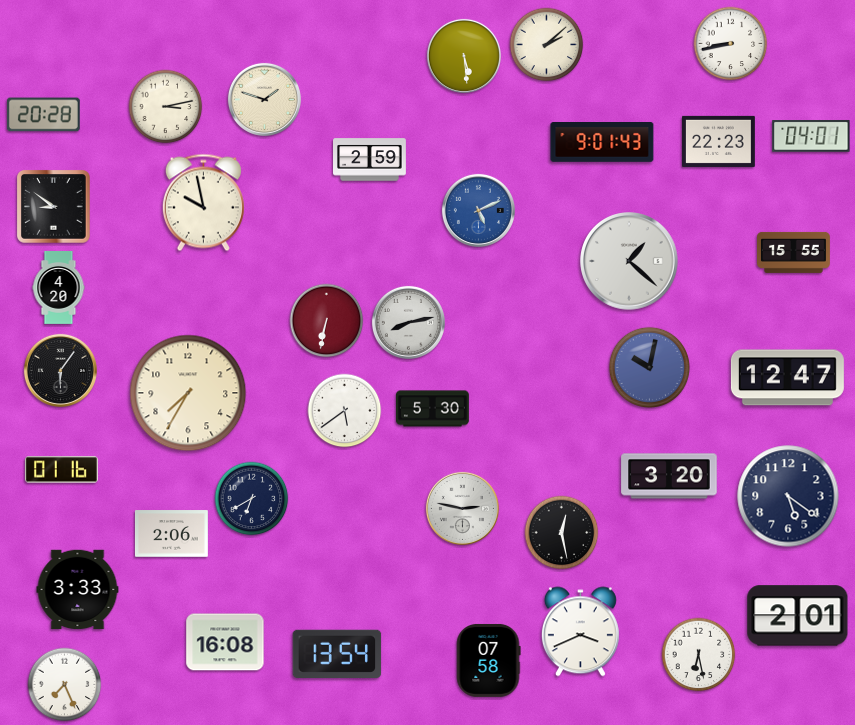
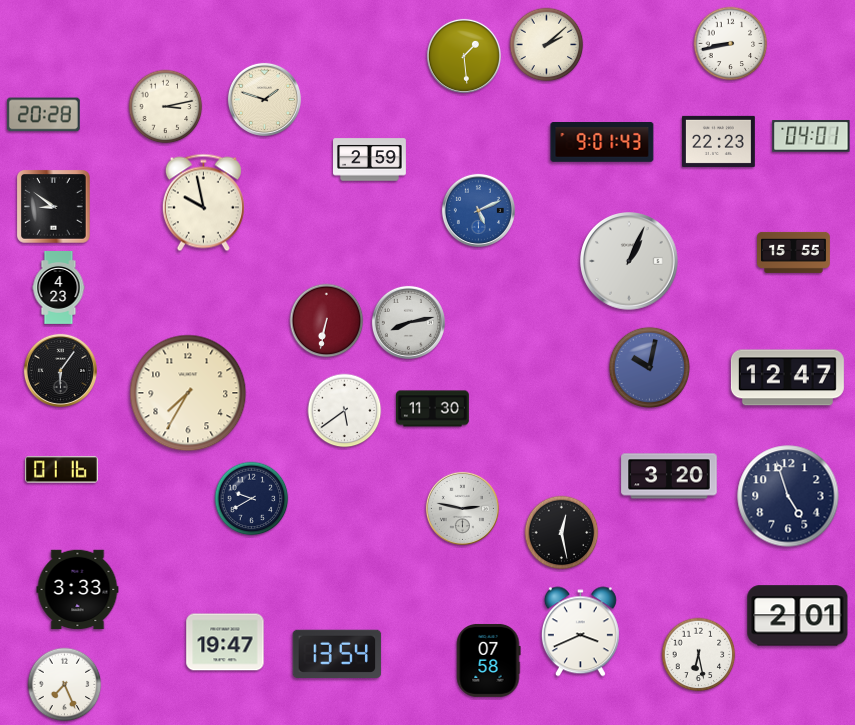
clock at (464, 56): 5:29 -> 1:29
clock at (629, 261): 1:22 -> 1:04
clock at (59, 288): 4:20 -> 4:23
clock at (433, 409): 5:30 -> 11:30
clock at (788, 496): 5:21 -> 4:57
clock at (252, 499): 6:40 -> 9:40
clock at (171, 534): 2:06 -> none
clock at (225, 642): 16:08 -> 19:47
